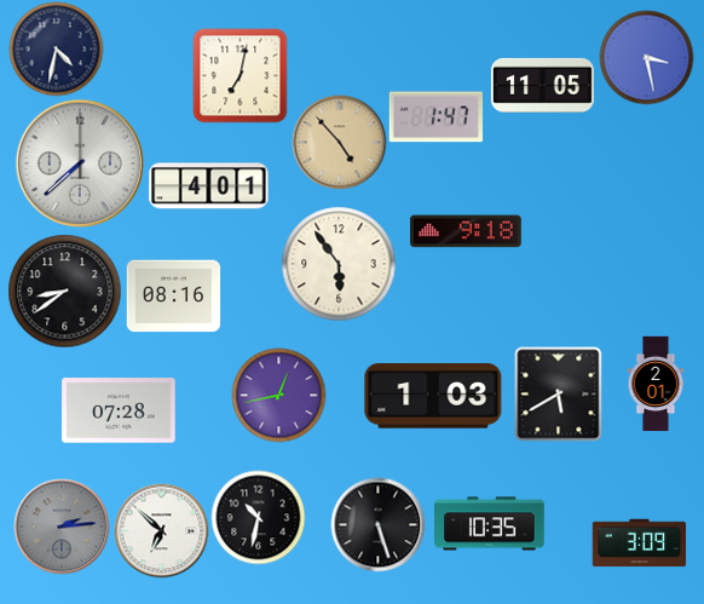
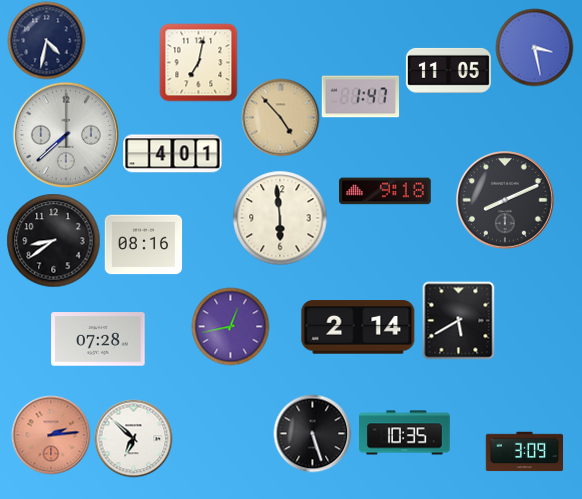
clock at (506, 201): none -> 8:11
clock at (339, 264): 5:54 -> 5:59
clock at (656, 384): 2:01 -> none
clock at (559, 393) position: (559, 393) -> (459, 320)
clock at (433, 396): 1:03 -> 2:14
clock at (258, 517): 10:32 -> none
clock at (62, 527) dial: grey -> salmon
clock at (639, 543) position: (639, 543) -> (524, 452)
